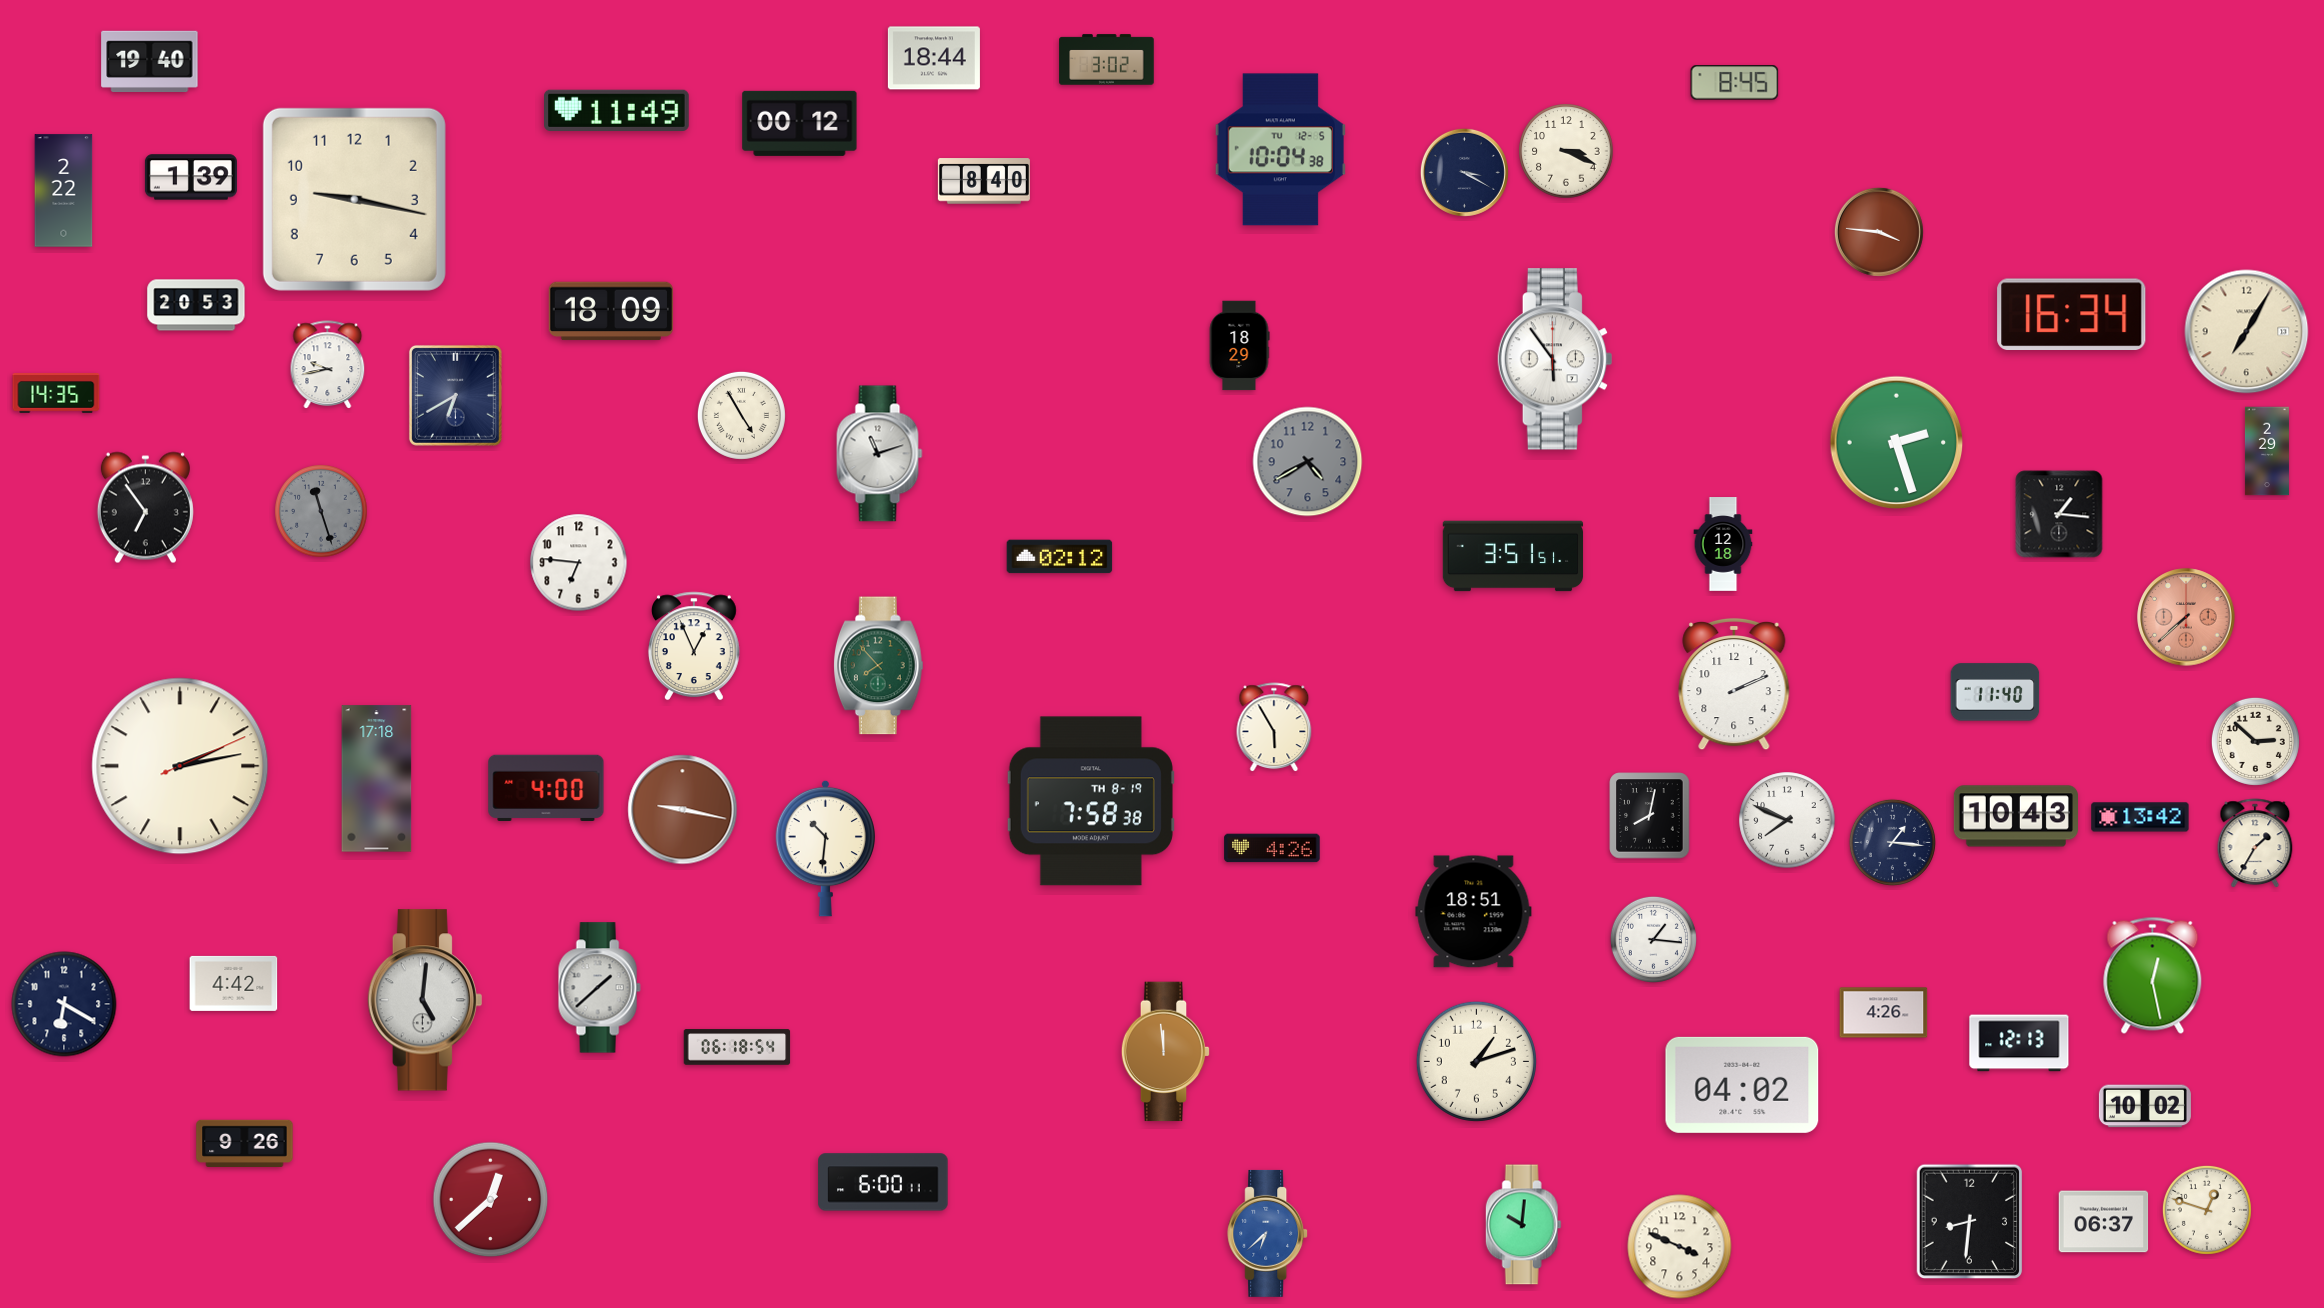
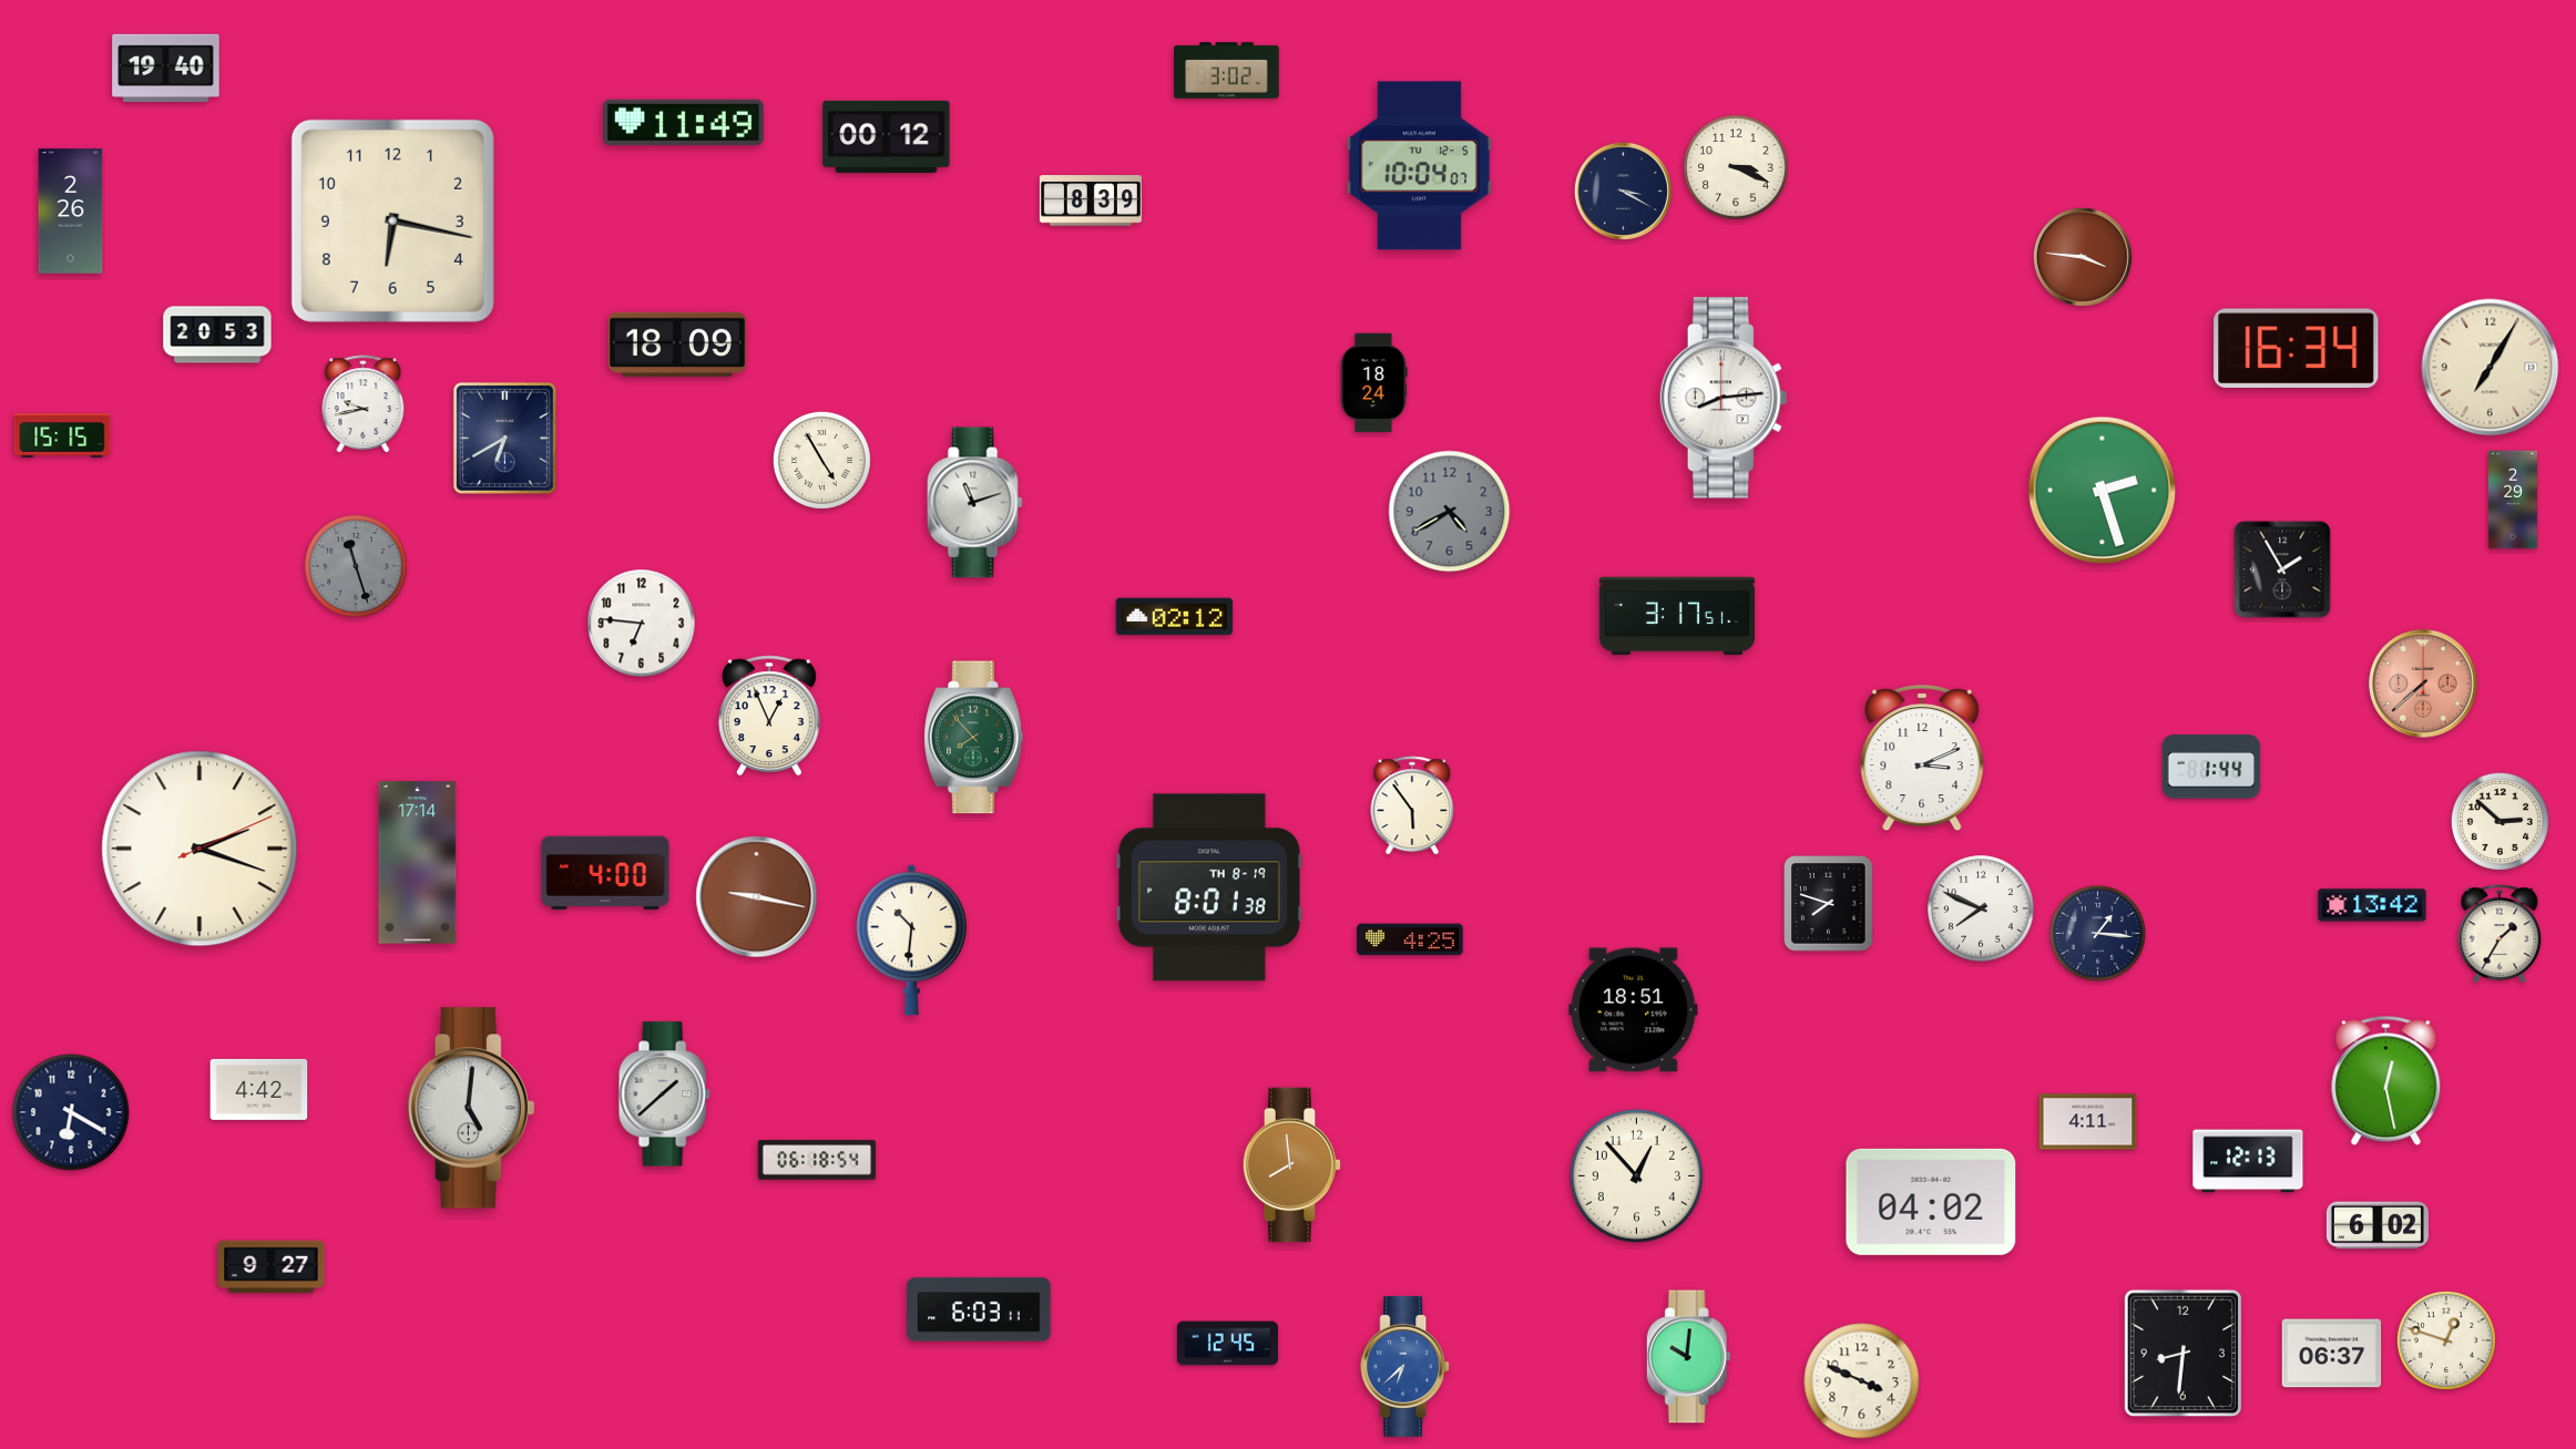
clock at (934, 58): 18:44 -> none
clock at (1107, 60) position: (1107, 60) -> (1227, 71)
clock at (1735, 83): 8:45 -> none
clock at (1280, 150): 10:04:38 -> 10:04:07
clock at (191, 177): 1:39 -> none
clock at (984, 181): 8:40 -> 8:39
clock at (64, 191): 2:22 -> 2:26
clock at (354, 199): 9:17 -> 6:17
clock at (196, 305) position: (196, 305) -> (217, 335)
clock at (1239, 346): 18:29 -> 18:24
clock at (1555, 359): 5:54 -> 8:14
clock at (56, 394): 14:35 -> 15:15
clock at (145, 508): 6:54 -> none
clock at (2059, 514): 1:16 -> 1:55
clock at (1723, 544): 12:18 -> none
clock at (1513, 556): 3:51 -> 3:17
clock at (1734, 684): 2:11 -> 3:11
clock at (1995, 692): 11:40 -> 1:44
clock at (1274, 728): 5:55 -> 5:54
clock at (180, 766): 2:13 -> 2:18
clock at (377, 779): 17:18 -> 17:14
clock at (1091, 801): 7:58 -> 8:01
clock at (1650, 816): 8:02 -> 7:48
clock at (2016, 816): 10:43 -> none
clock at (826, 848) position: (826, 848) -> (912, 939)
clock at (1272, 848): 4:26 -> 4:25
clock at (1653, 939): 1:16 -> none
clock at (1884, 1013): 4:26 -> 4:11
clock at (2019, 1043) position: (2019, 1043) -> (2248, 1161)
clock at (1166, 1052): 11:59 -> 7:59
clock at (1476, 1061): 1:12 -> 12:53
clock at (2145, 1106): 10:02 -> 6:02
clock at (245, 1144): 9:26 -> 9:27
clock at (883, 1182): 6:00 -> 6:03
clock at (491, 1200): 12:38 -> none
clock at (1227, 1344): none -> 12:45
